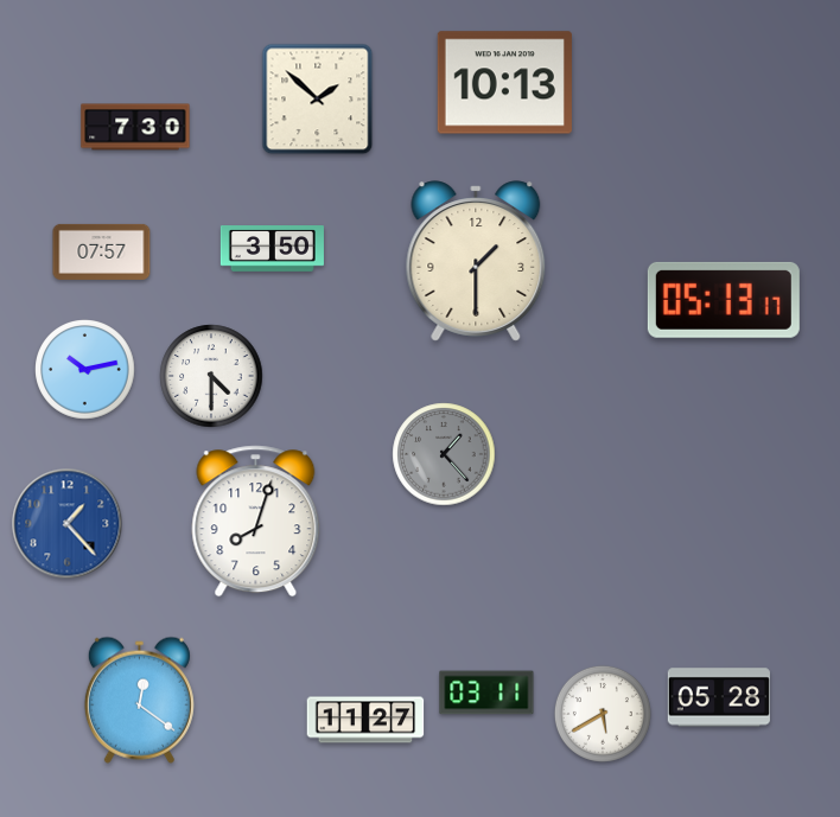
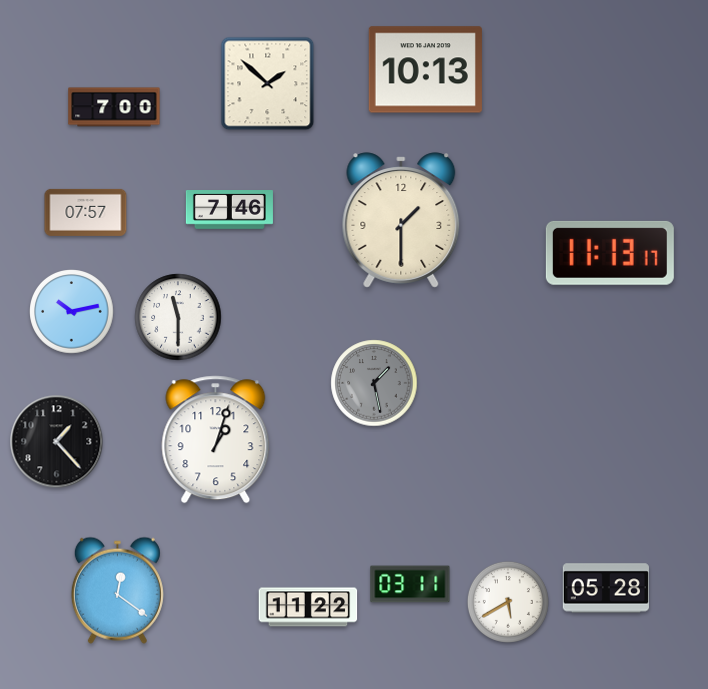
clock at (135, 127): 7:30 -> 7:00
clock at (272, 249): 3:50 -> 7:46
clock at (724, 300): 05:13 -> 11:13
clock at (211, 376): 4:30 -> 11:30
clock at (444, 454): 1:23 -> 1:28
clock at (256, 522): 8:03 -> 1:03
clock at (68, 524) dial: blue -> black
clock at (365, 720): 11:27 -> 11:22
